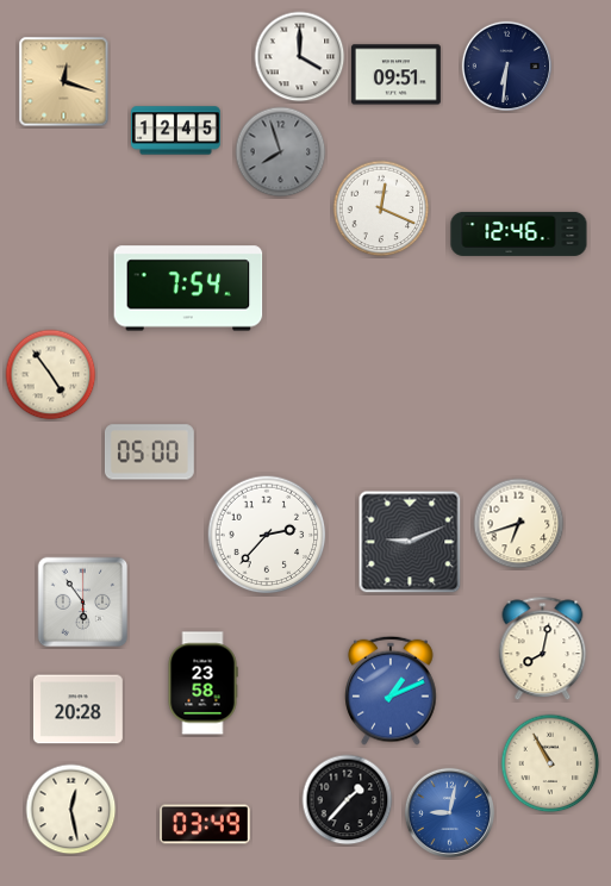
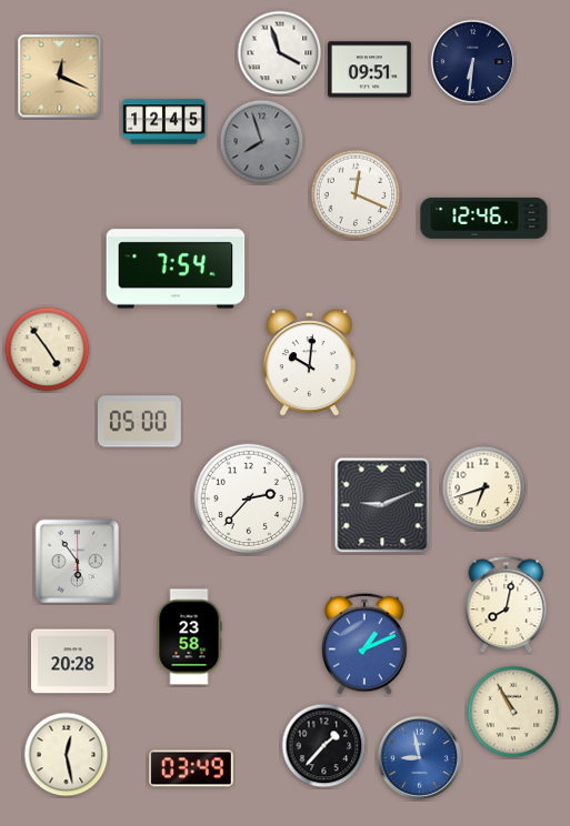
clock at (300, 57): 4:00 -> 3:57
clock at (64, 82): 12:18 -> 12:19
clock at (309, 363): none -> 10:01
clock at (449, 812): 9:02 -> 8:58
